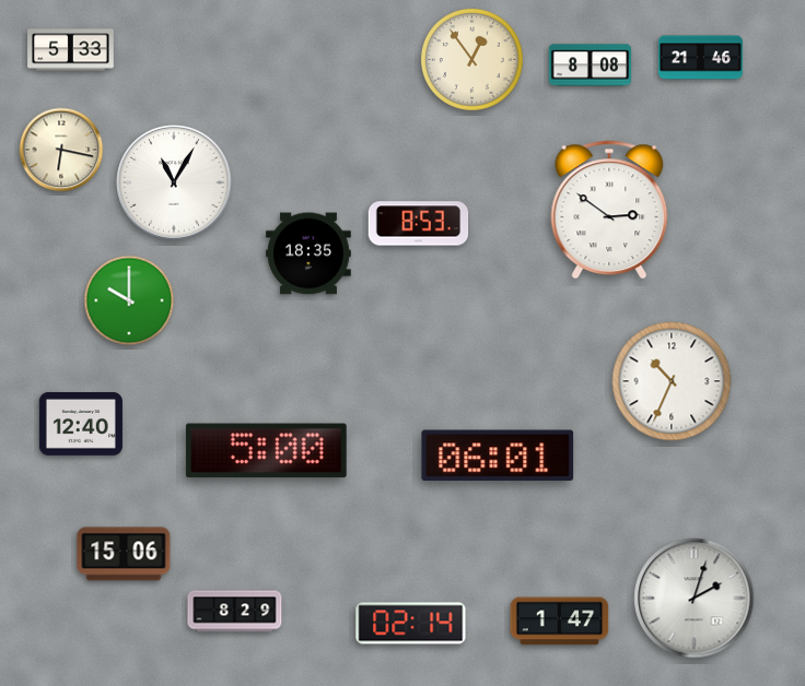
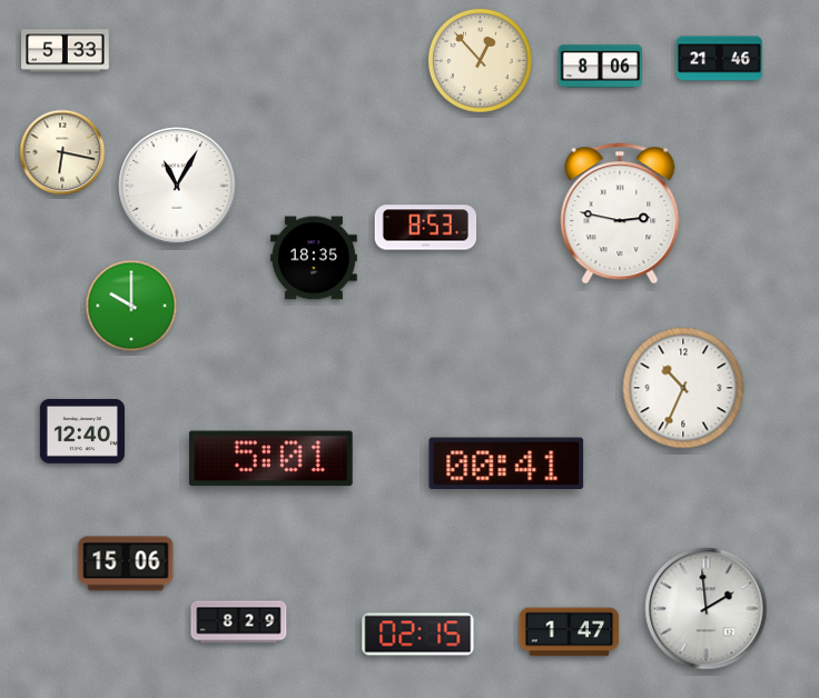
clock at (71, 50) position: (71, 50) -> (66, 51)
clock at (700, 58) position: (700, 58) -> (719, 59)
clock at (471, 59): 12:54 -> 12:53
clock at (590, 66): 8:08 -> 8:06
clock at (609, 210): 2:51 -> 2:47
clock at (266, 451): 5:00 -> 5:01
clock at (498, 456): 06:01 -> 00:41
clock at (695, 599): 2:03 -> 1:59
clock at (411, 624): 02:14 -> 02:15
